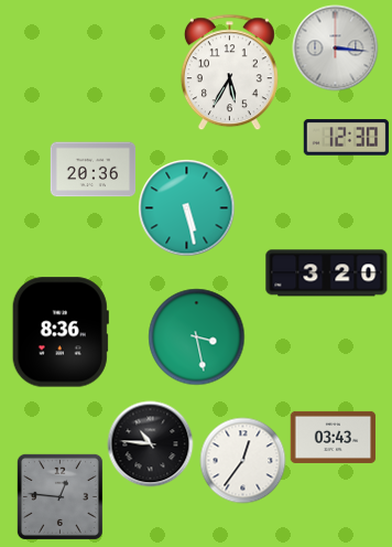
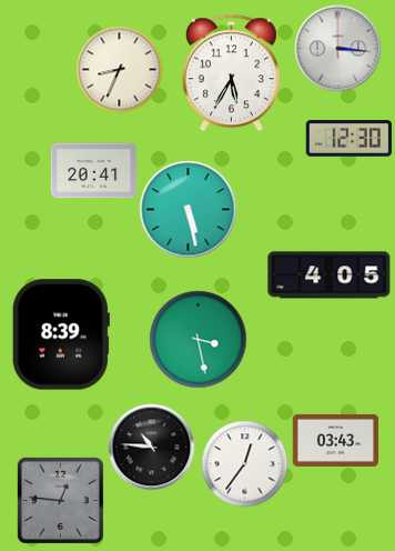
clock at (119, 69): none -> 8:34
clock at (92, 170): 20:36 -> 20:41
clock at (327, 273): 3:20 -> 4:05
clock at (61, 332): 8:36 -> 8:39
